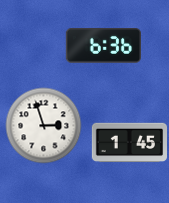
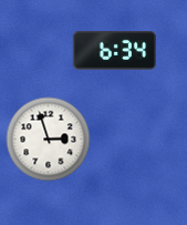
clock at (103, 46): 6:36 -> 6:34
clock at (129, 143): 1:45 -> none
